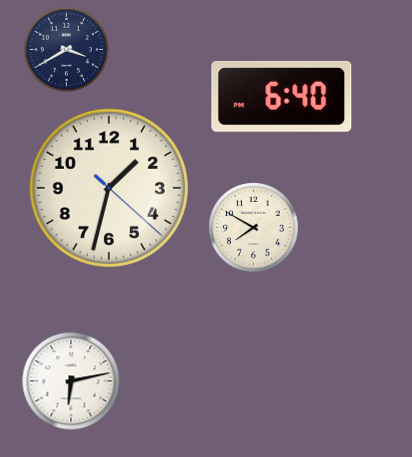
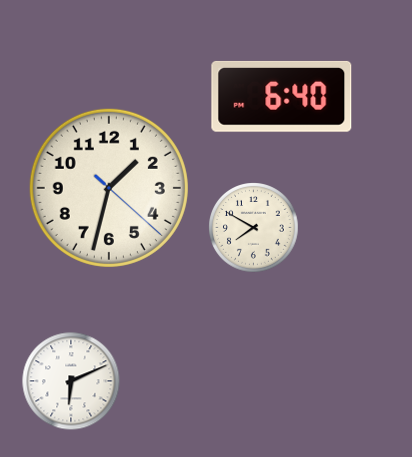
clock at (66, 49): 3:40 -> none
clock at (71, 381): 6:13 -> 6:11
